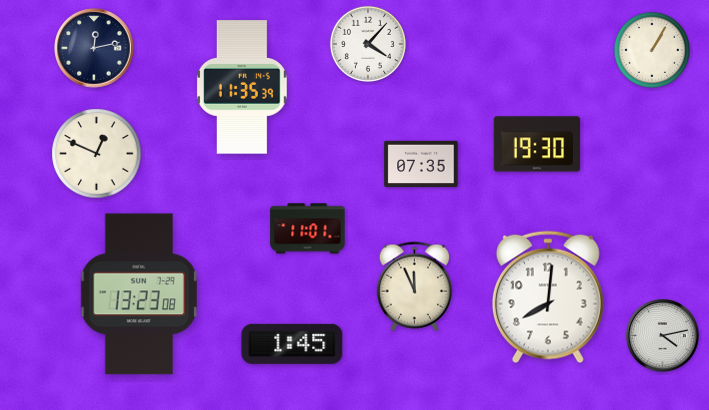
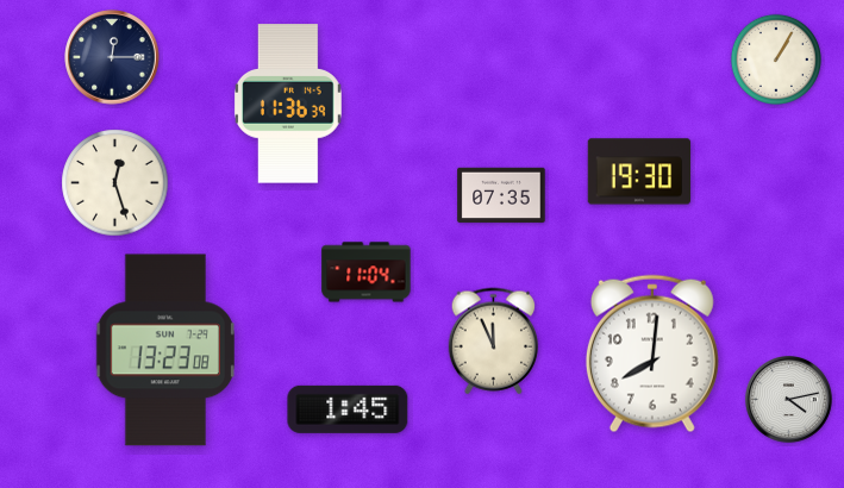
clock at (368, 44): 4:07 -> none
clock at (94, 48): 12:13 -> 12:15
clock at (242, 87): 11:35 -> 11:36
clock at (97, 154): 12:49 -> 12:27
clock at (308, 229): 11:01 -> 11:04
